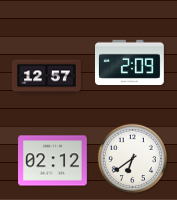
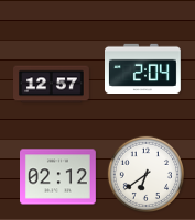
clock at (130, 62): 2:09 -> 2:04
